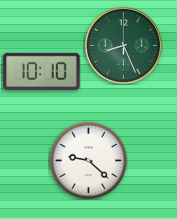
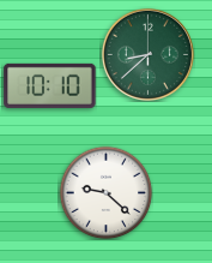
clock at (123, 45): 8:26 -> 8:38
